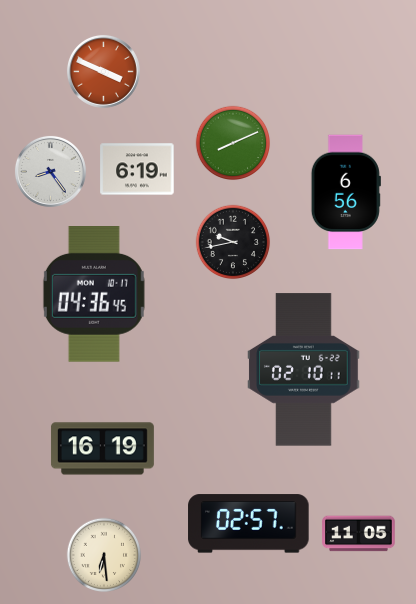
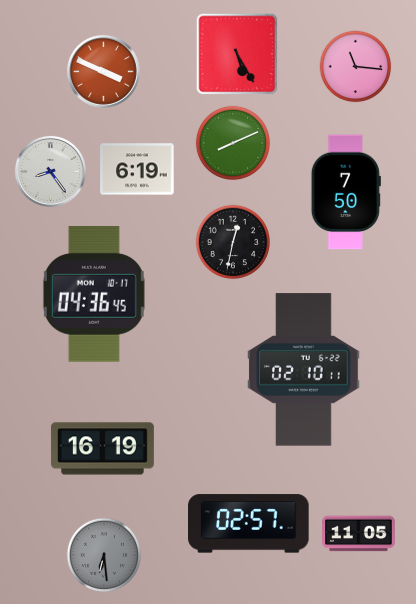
clock at (237, 54): none -> 5:25
clock at (356, 67): none -> 11:16
clock at (346, 192): 6:56 -> 7:50
clock at (233, 242): 9:43 -> 12:32
clock at (104, 555) dial: cream -> grey
